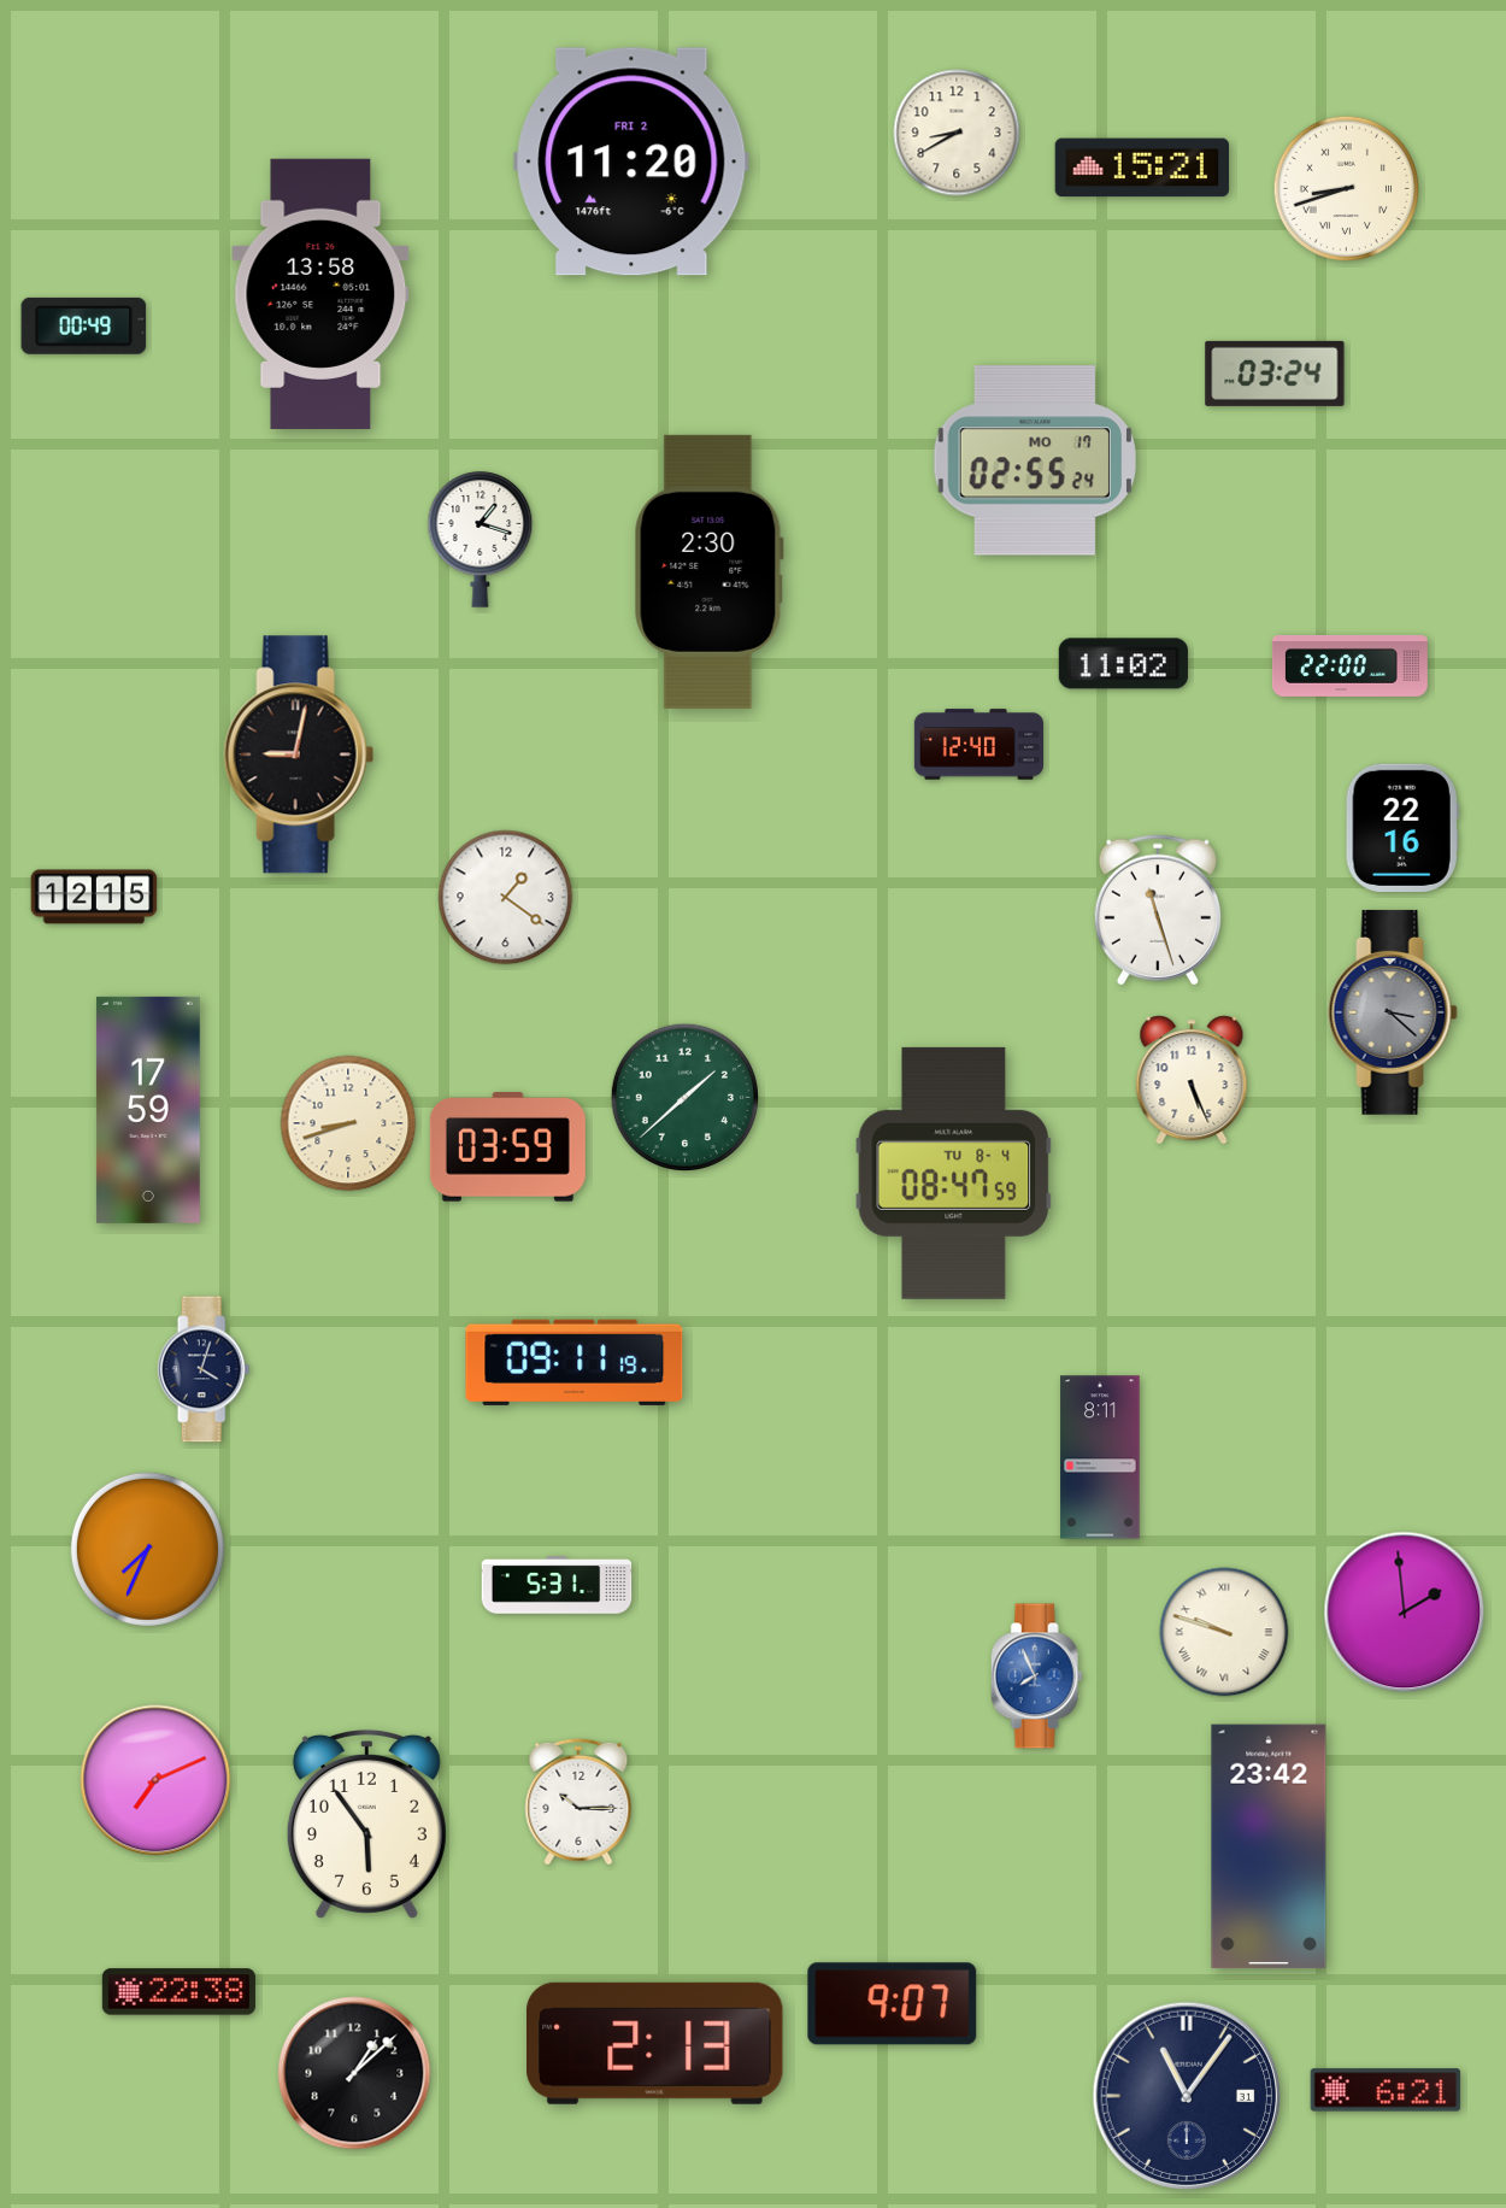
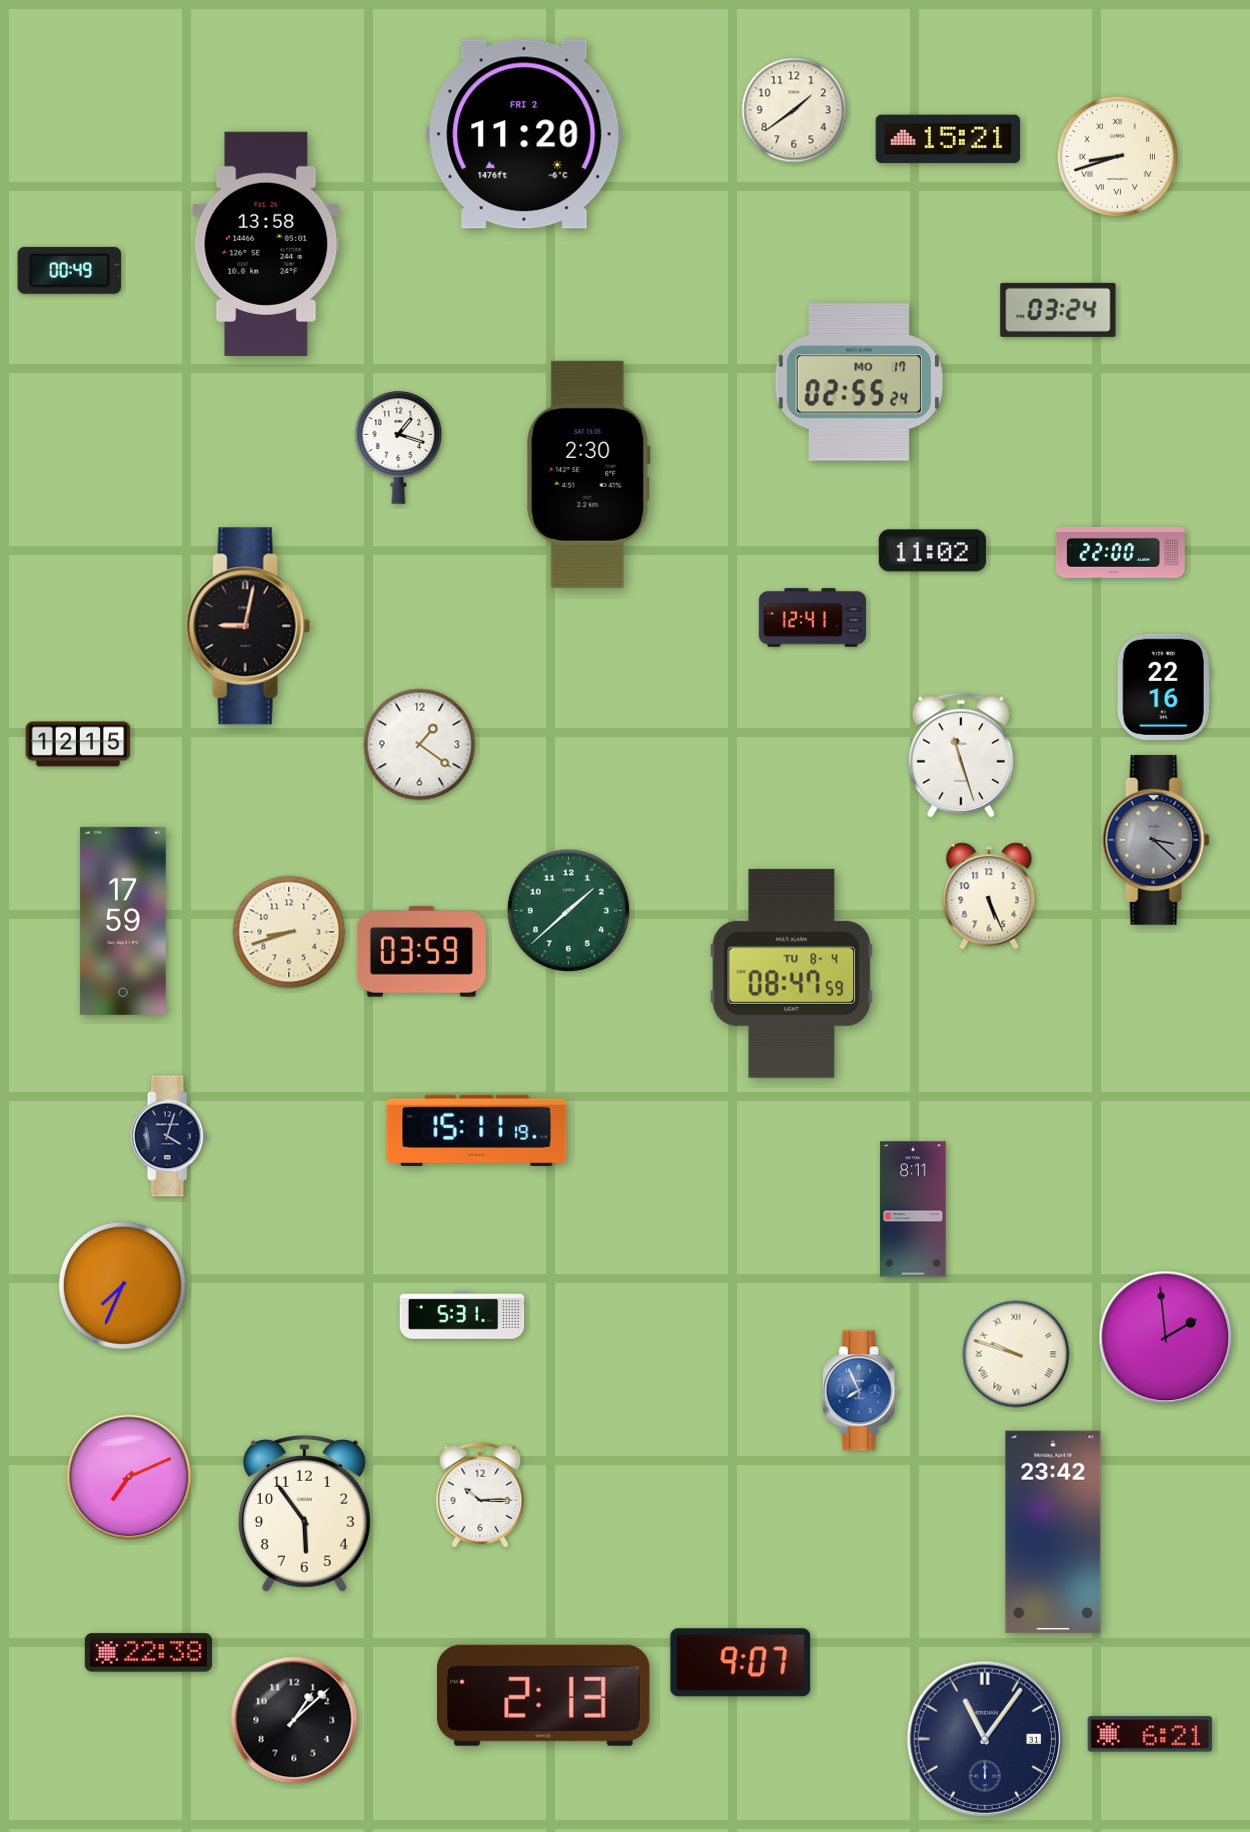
clock at (957, 133): 8:40 -> 1:39
clock at (978, 745): 12:40 -> 12:41
clock at (575, 1362): 09:11 -> 15:11
